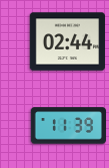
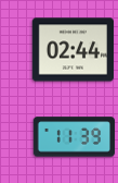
clock at (67, 42) position: (67, 42) -> (73, 50)
